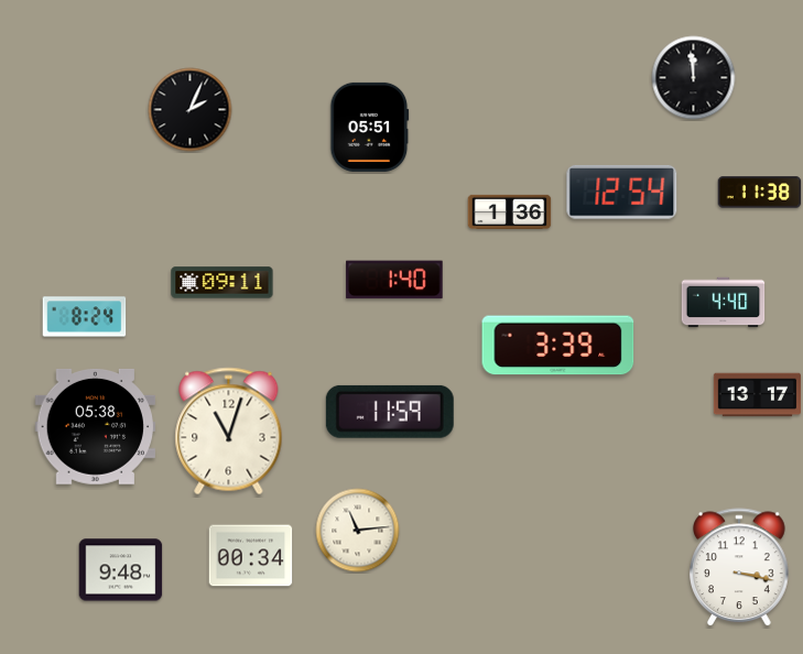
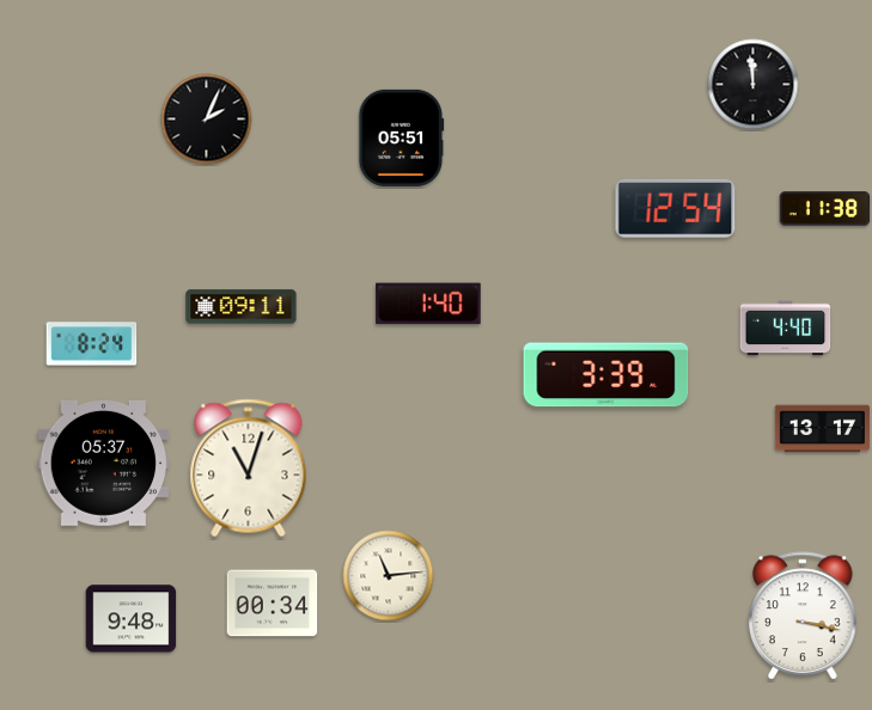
clock at (510, 211): 1:36 -> none
clock at (390, 412): 11:59 -> none
clock at (95, 426): 05:38 -> 05:37
